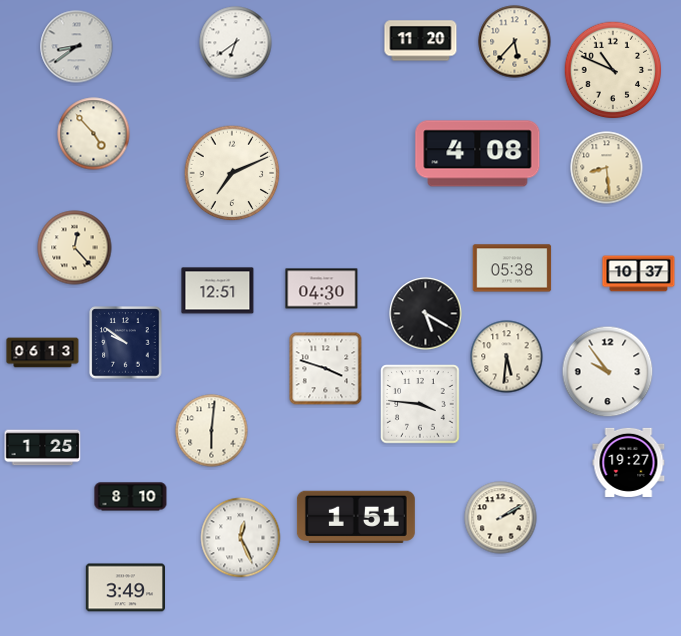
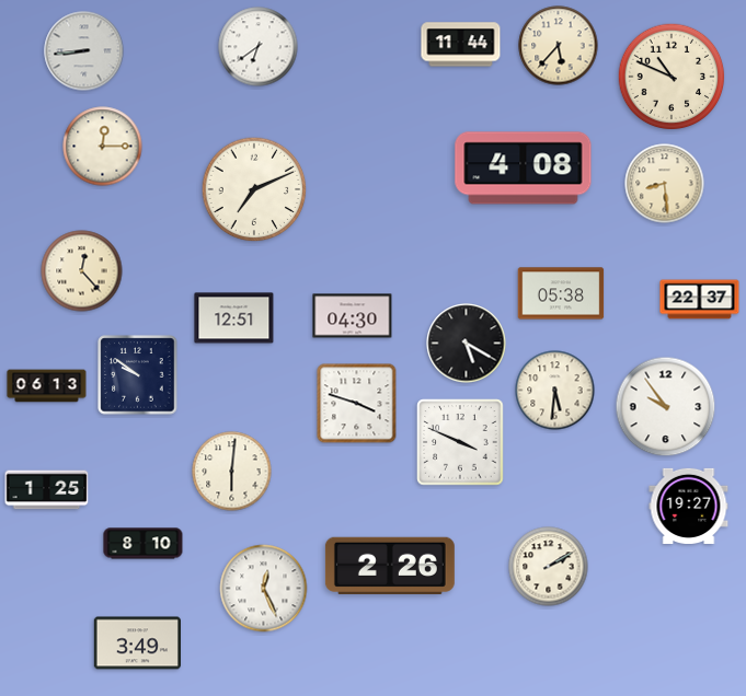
clock at (421, 41): 11:20 -> 11:44
clock at (515, 42) position: (515, 42) -> (559, 46)
clock at (77, 47): 8:39 -> 8:44
clock at (94, 134): 4:53 -> 12:15
clock at (639, 274): 10:37 -> 22:37
clock at (218, 291) position: (218, 291) -> (234, 318)
clock at (420, 404): 3:46 -> 3:49
clock at (356, 517): 1:51 -> 2:26
